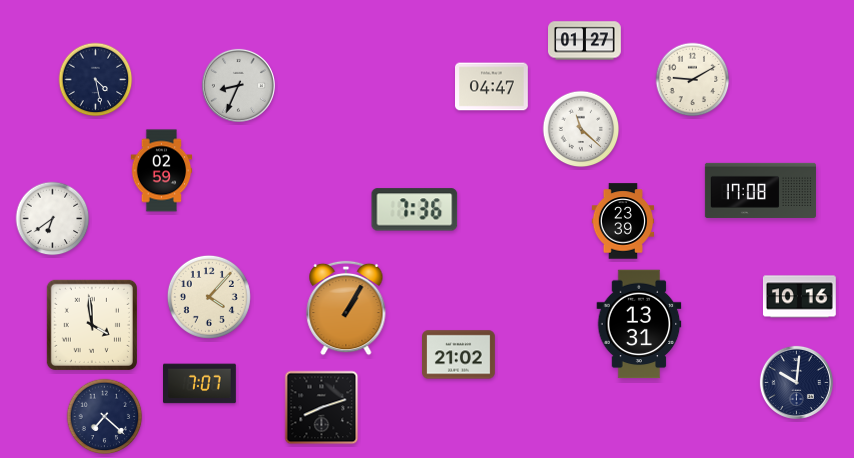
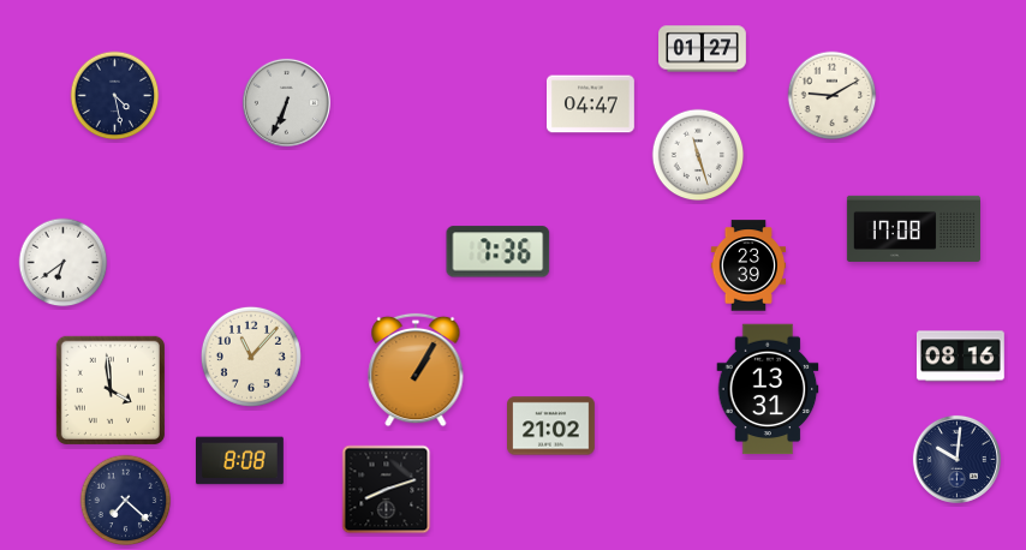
clock at (238, 85): 8:34 -> 6:34
clock at (581, 129): 11:22 -> 11:27
clock at (162, 171): 02:59 -> none
clock at (209, 297): 4:07 -> 11:07
clock at (799, 297): 10:16 -> 08:16
clock at (200, 384): 7:07 -> 8:08
